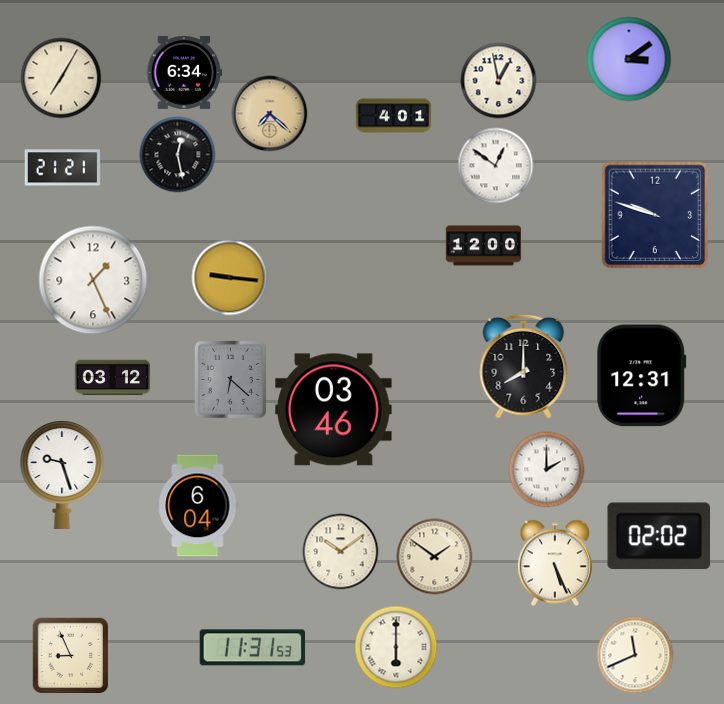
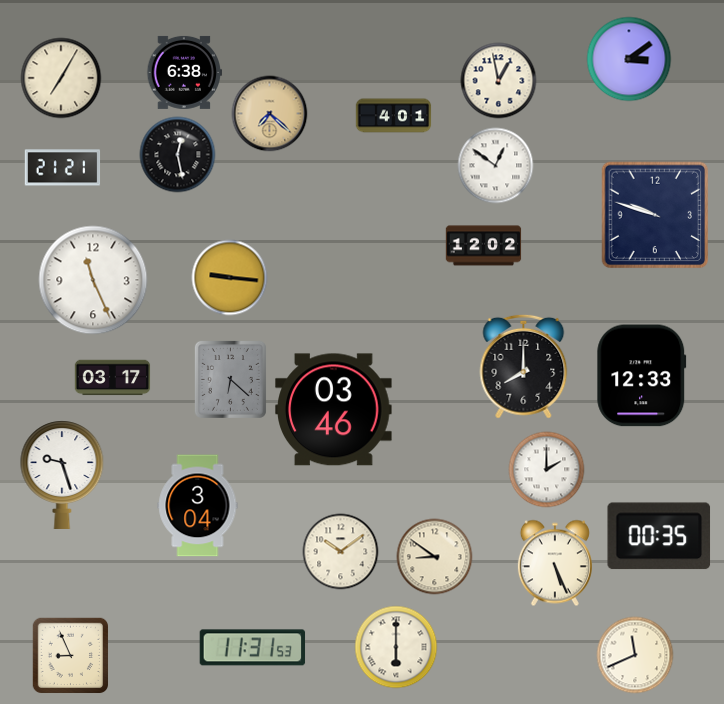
clock at (185, 72): 6:34 -> 6:38
clock at (484, 246): 12:00 -> 12:02
clock at (93, 280): 1:26 -> 11:26
clock at (642, 376): 12:31 -> 12:33
clock at (113, 378): 03:12 -> 03:17
clock at (198, 506): 6:04 -> 3:04
clock at (659, 536): 02:02 -> 00:35
clock at (435, 557): 1:51 -> 8:51
